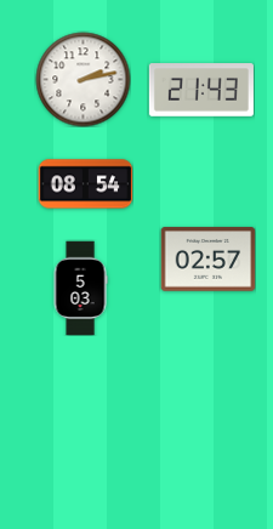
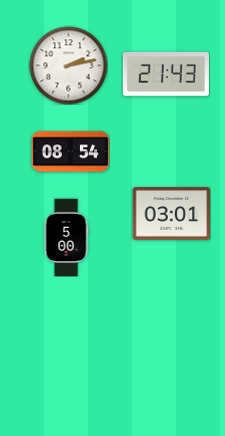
clock at (207, 260): 02:57 -> 03:01
clock at (80, 288): 5:03 -> 5:00
